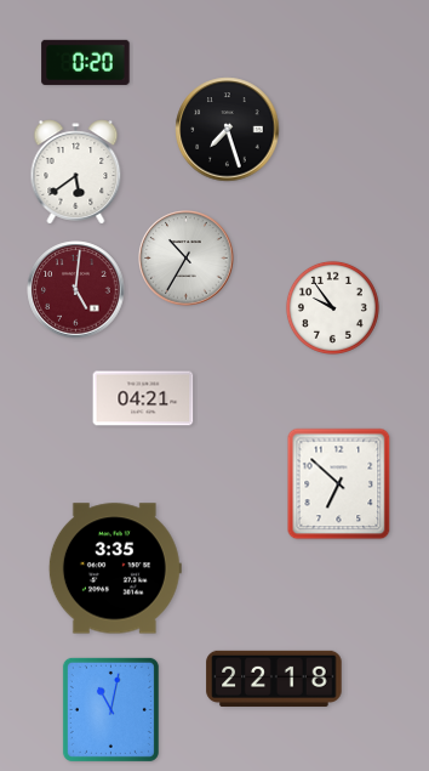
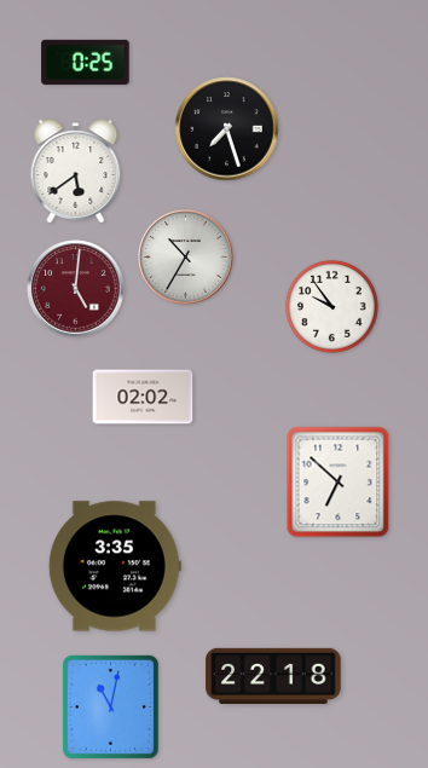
clock at (86, 62): 0:20 -> 0:25
clock at (143, 398): 04:21 -> 02:02
